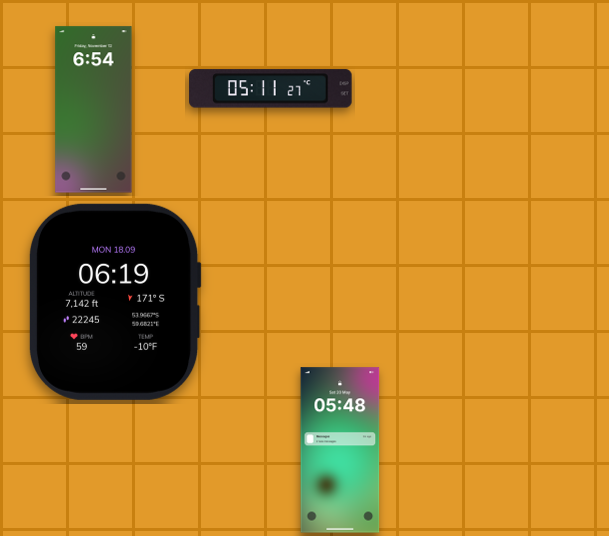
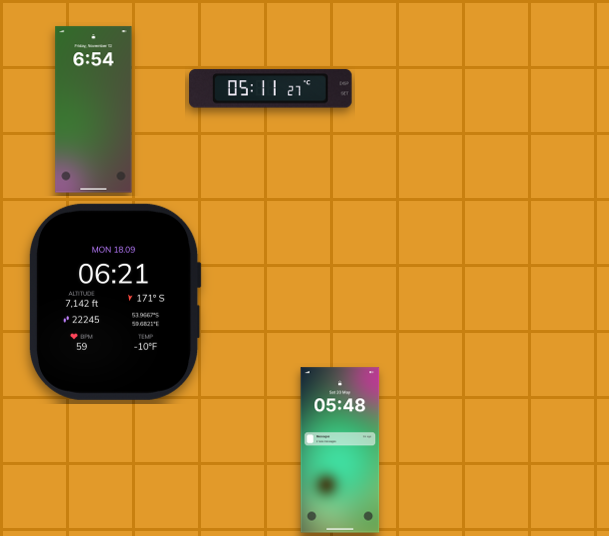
clock at (115, 302): 06:19 -> 06:21
